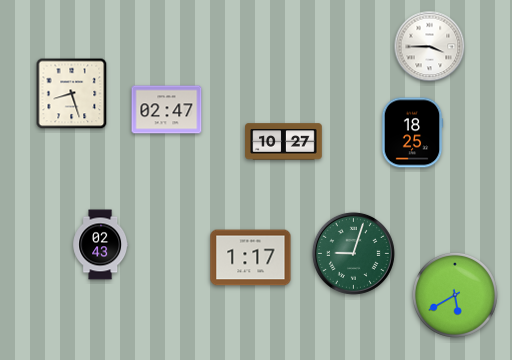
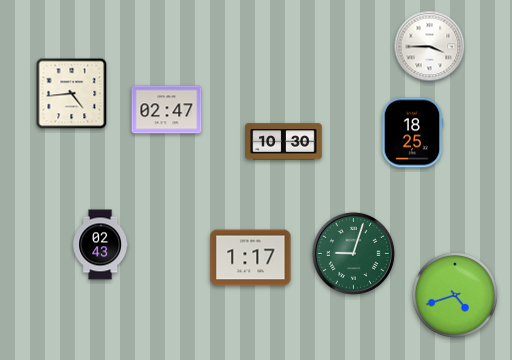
clock at (72, 94): 8:27 -> 4:44
clock at (284, 142): 10:27 -> 10:30
clock at (455, 295): 5:40 -> 4:42
